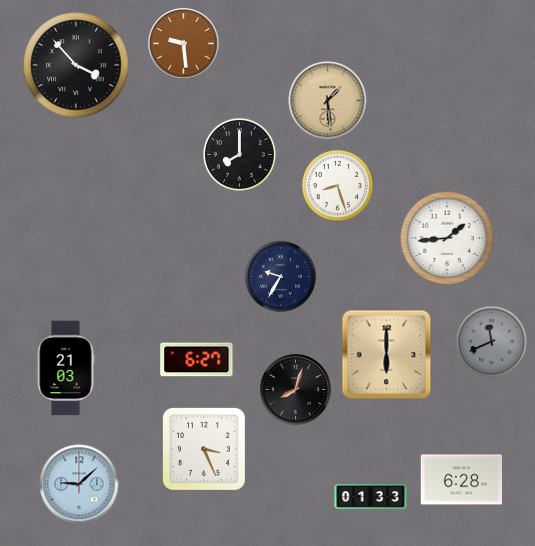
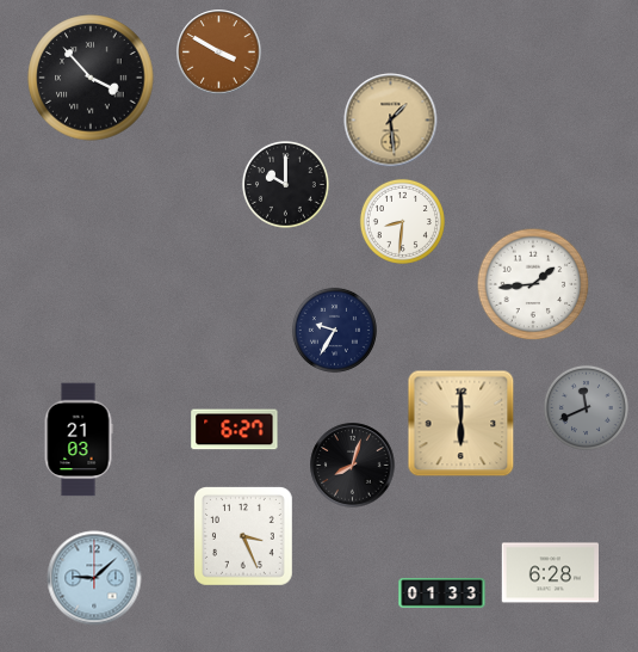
clock at (184, 44): 9:29 -> 3:50
clock at (239, 154): 8:00 -> 10:00
clock at (337, 185): 8:27 -> 8:31
